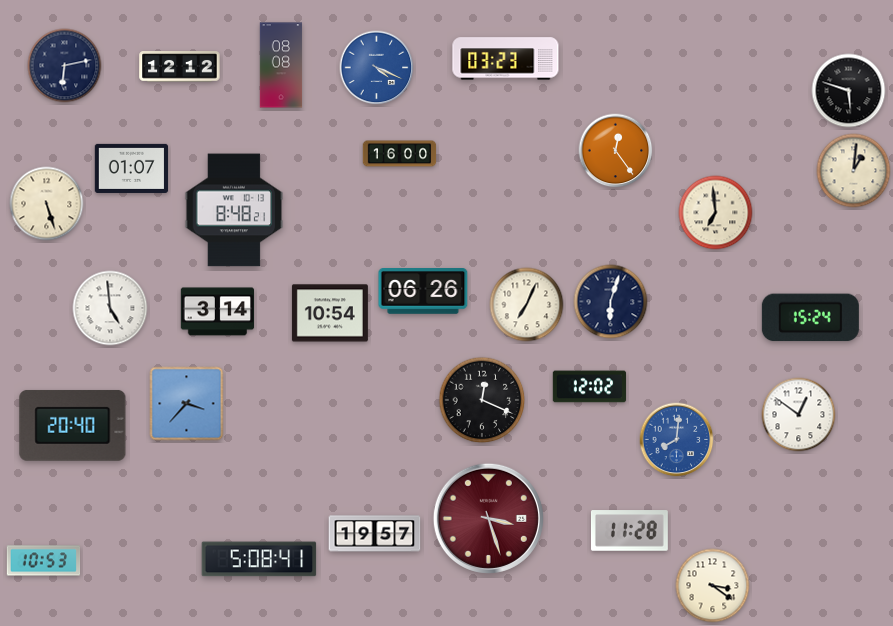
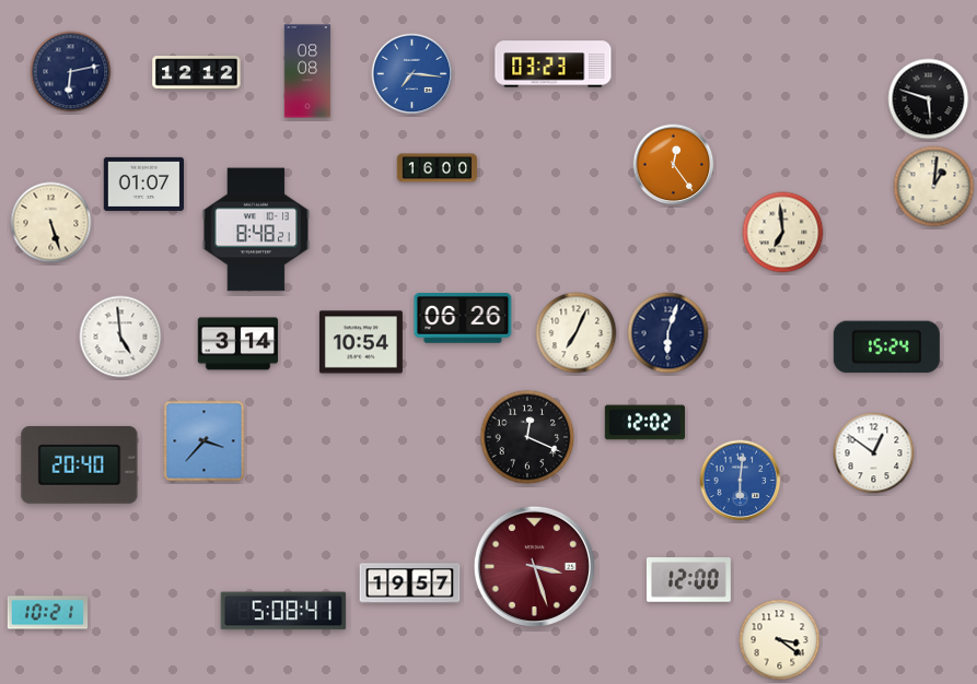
clock at (377, 68): 4:19 -> 7:16
clock at (611, 302) position: (611, 302) -> (668, 333)
clock at (218, 312) position: (218, 312) -> (239, 344)
clock at (677, 440): 8:01 -> 6:01
clock at (629, 531): 11:28 -> 12:00
clock at (44, 561): 10:53 -> 10:21
